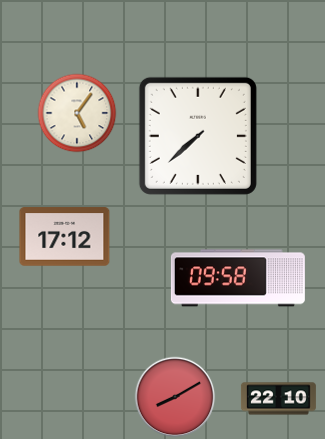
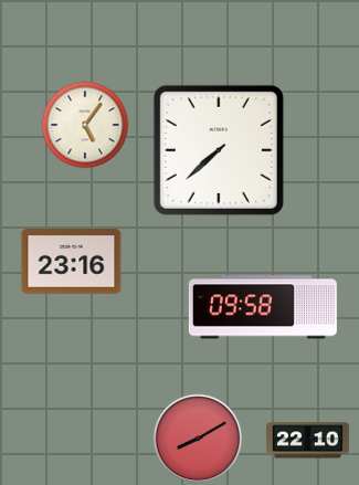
clock at (65, 237): 17:12 -> 23:16
clock at (175, 397) position: (175, 397) -> (198, 439)
